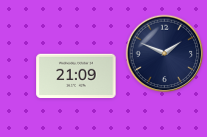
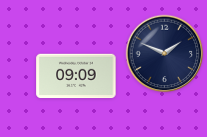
clock at (76, 76): 21:09 -> 09:09
